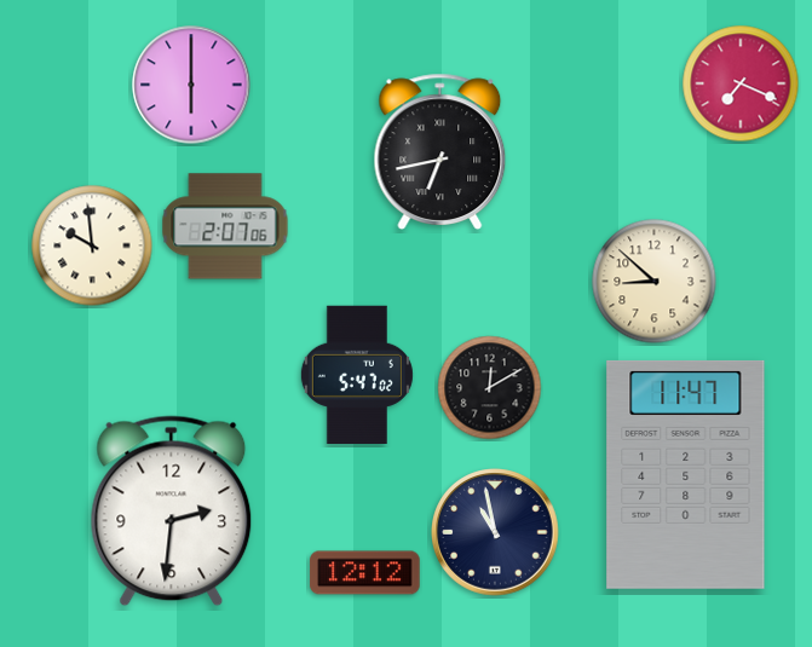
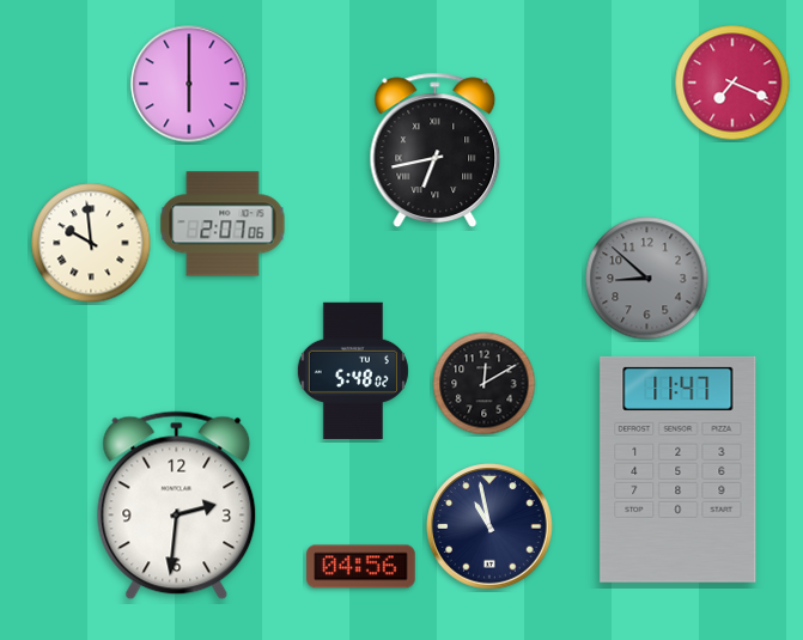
clock at (655, 282) dial: cream -> grey
clock at (357, 374): 5:47 -> 5:48
clock at (172, 512) position: (172, 512) -> (177, 506)
clock at (365, 573): 12:12 -> 04:56
